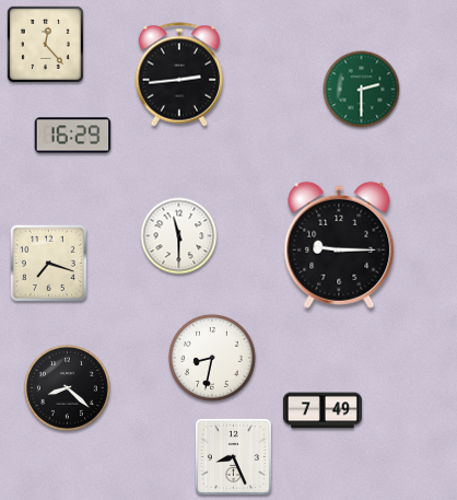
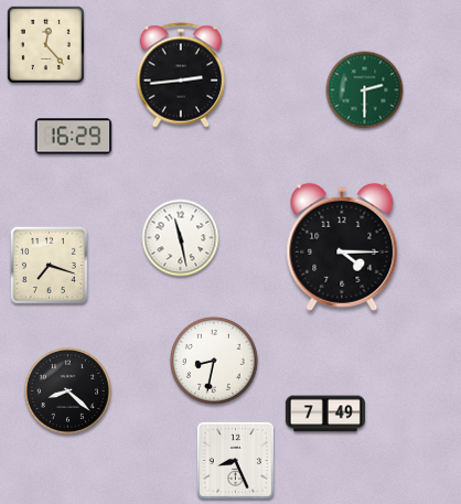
clock at (179, 236): 11:30 -> 11:28
clock at (339, 245): 9:15 -> 4:15
